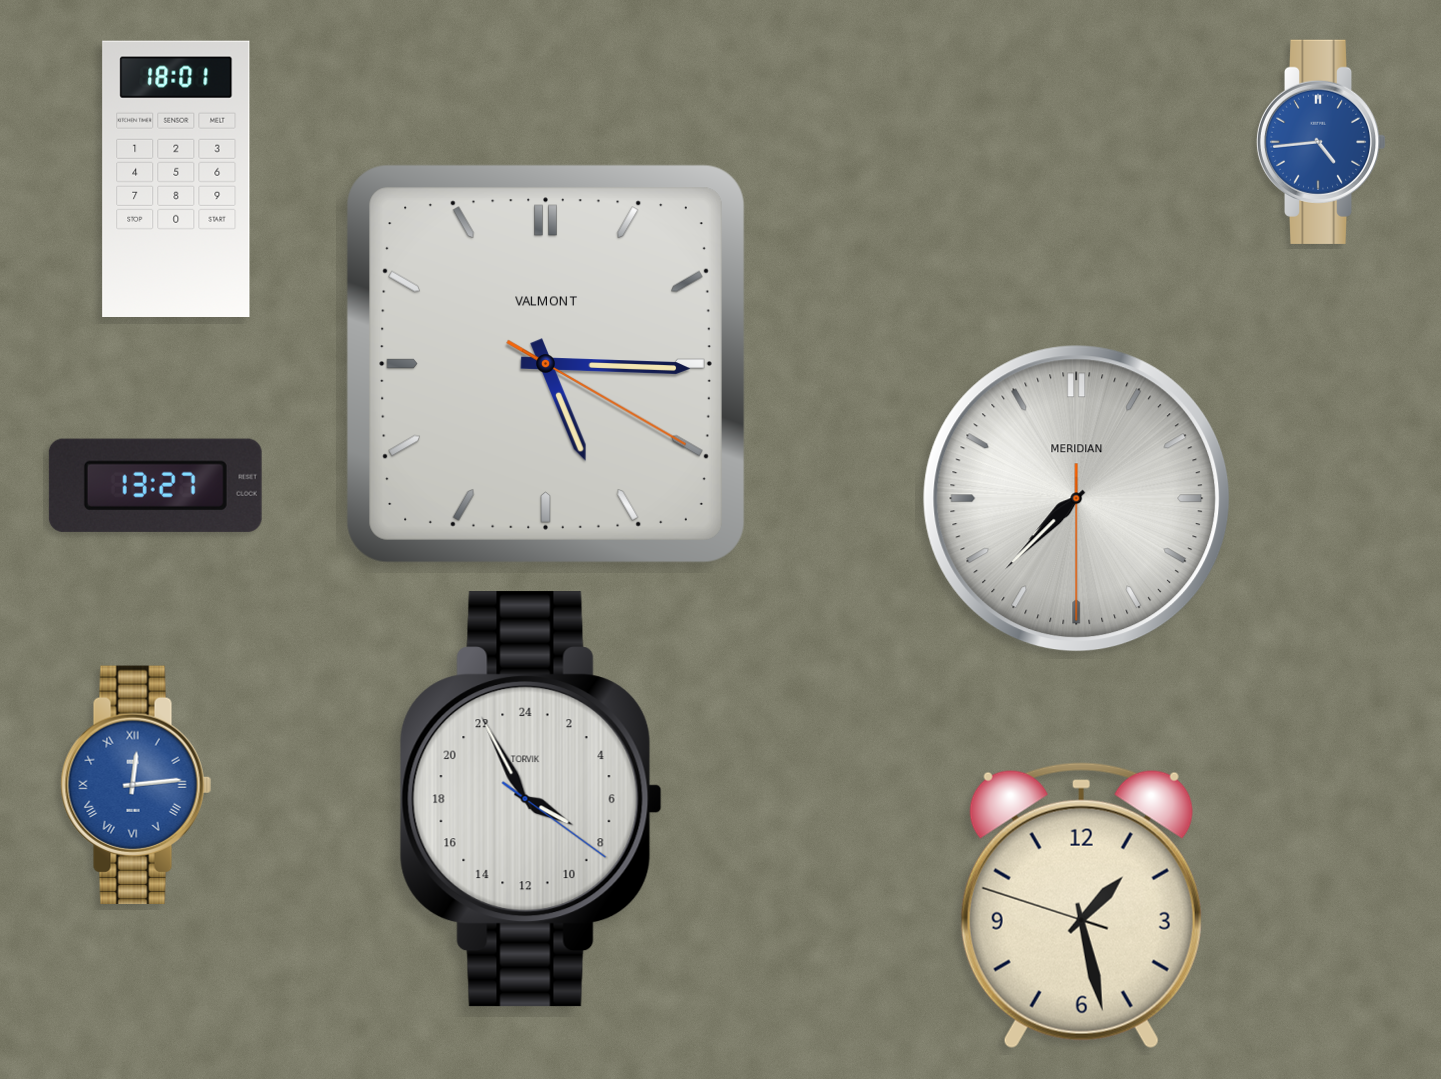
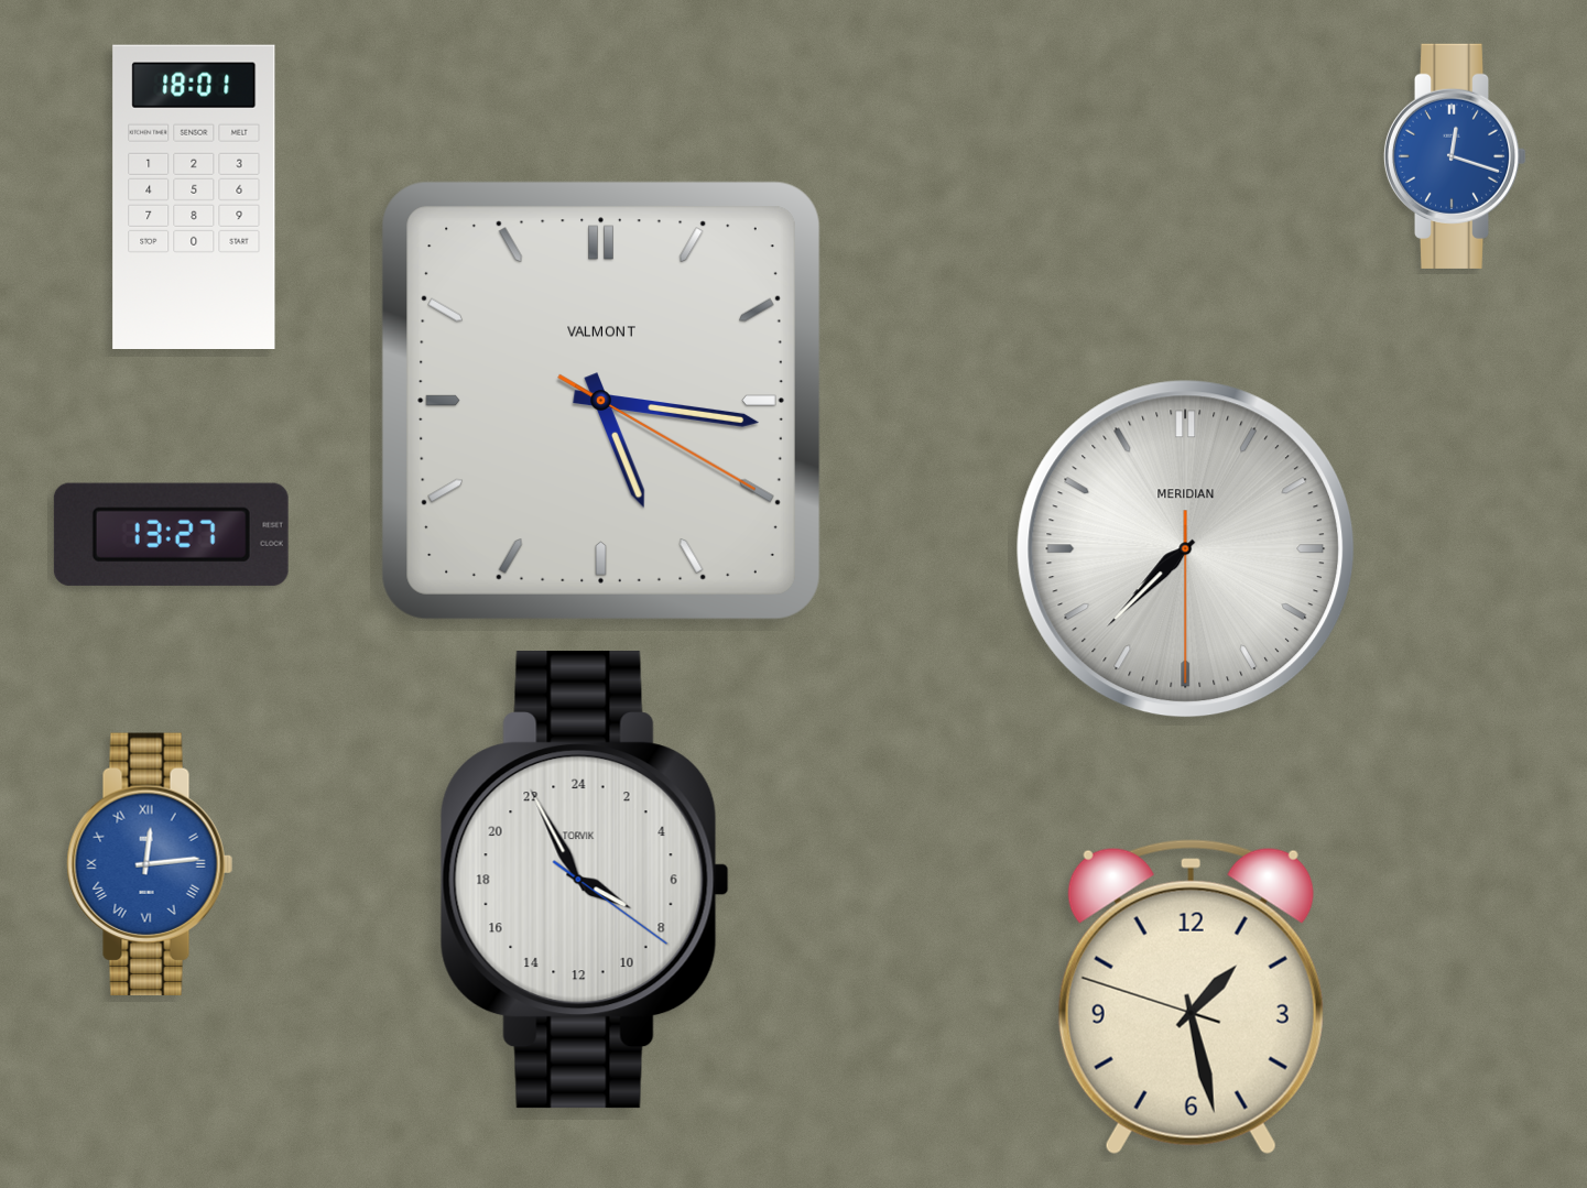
clock at (1321, 142): 4:44 -> 12:18
clock at (546, 364): 5:15 -> 5:16
